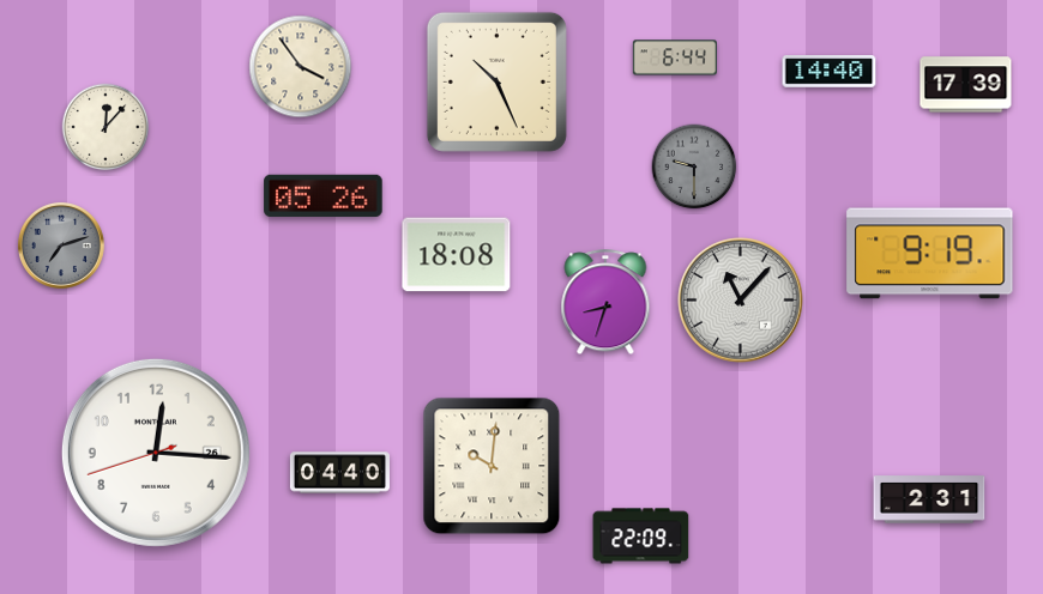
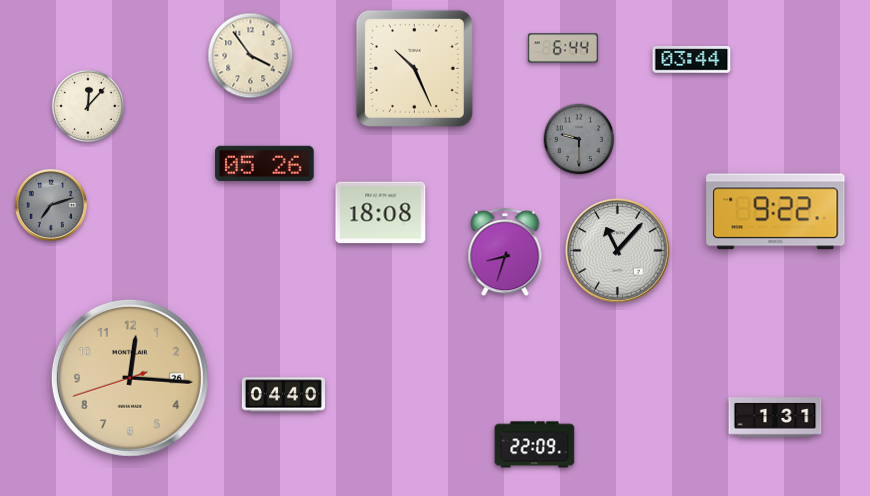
clock at (830, 72): 14:40 -> 03:44
clock at (966, 85): 17:39 -> none
clock at (324, 195) position: (324, 195) -> (265, 163)
clock at (930, 254): 9:19 -> 9:22
clock at (156, 453) dial: white -> champagne
clock at (492, 466): 10:01 -> none
clock at (929, 499): 2:31 -> 1:31
clock at (641, 537) position: (641, 537) -> (535, 445)
